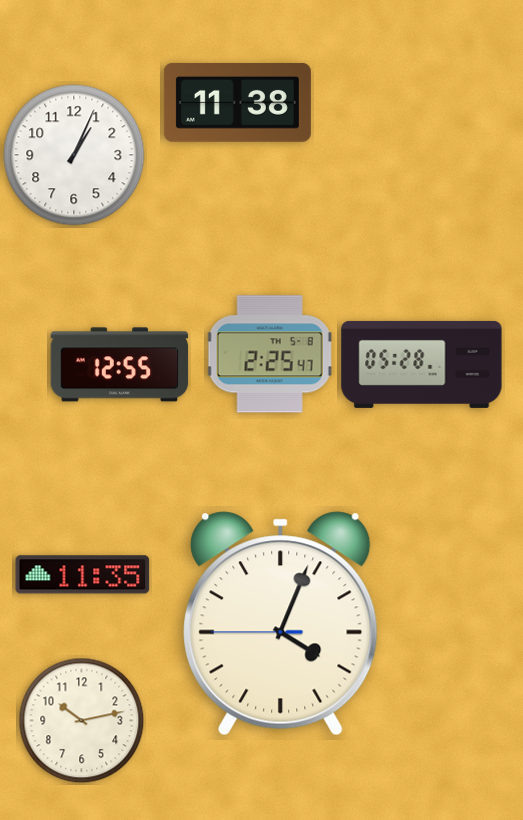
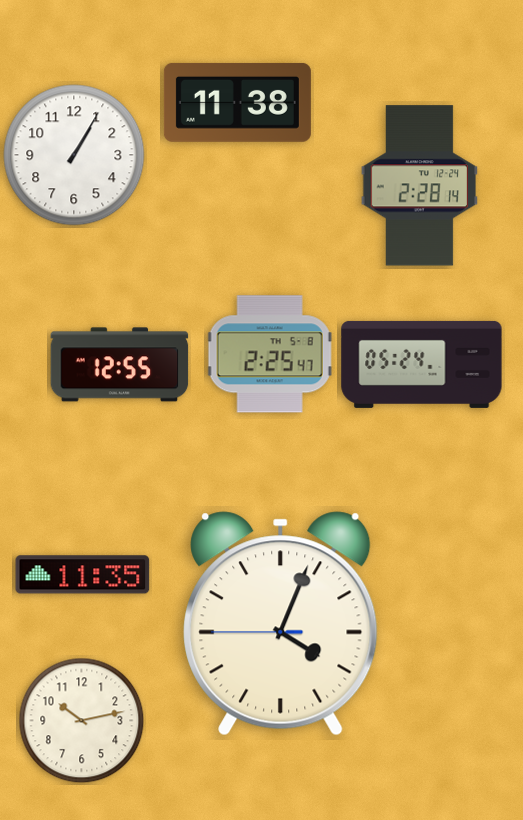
clock at (74, 155): 1:04 -> 1:05
clock at (419, 186): none -> 2:28
clock at (422, 364): 05:28 -> 05:24
